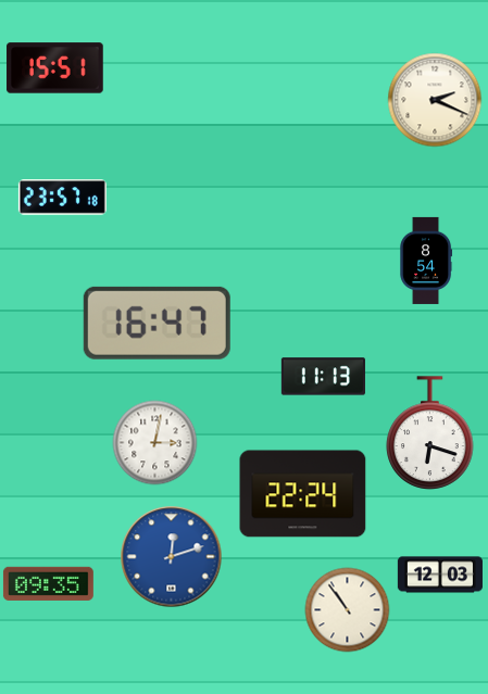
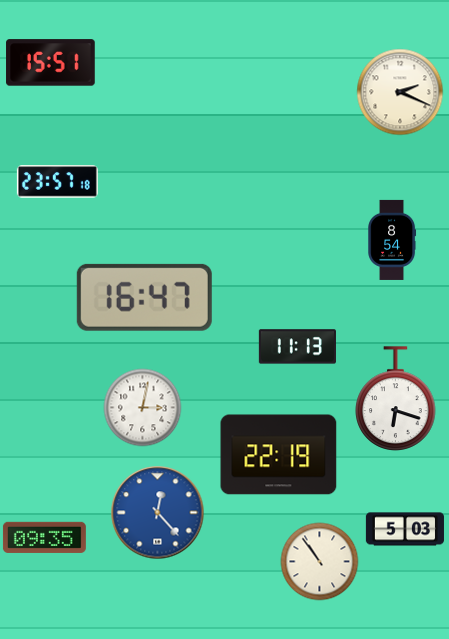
clock at (303, 494): 22:24 -> 22:19
clock at (171, 556): 12:12 -> 12:23
clock at (440, 575): 12:03 -> 5:03
